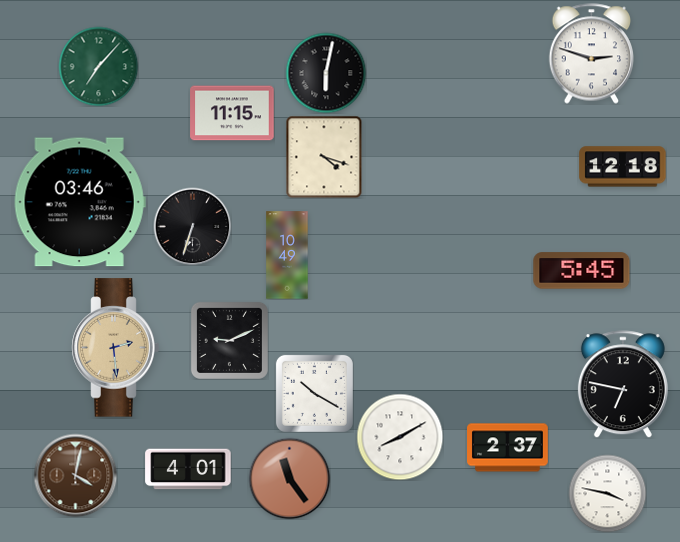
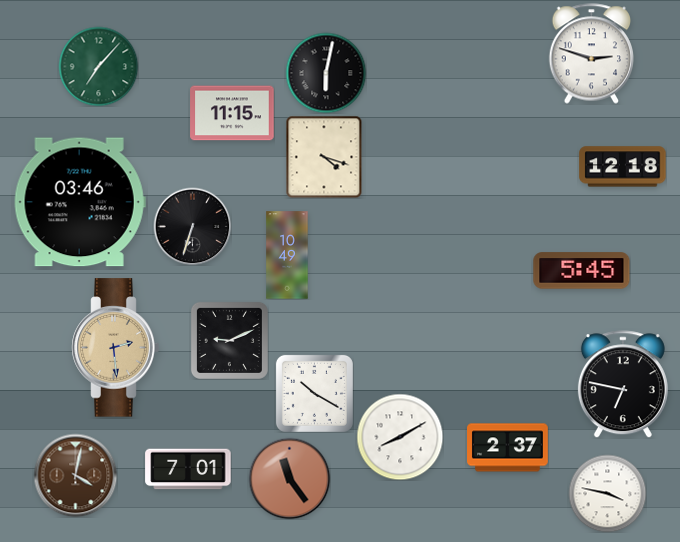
clock at (188, 469): 4:01 -> 7:01
